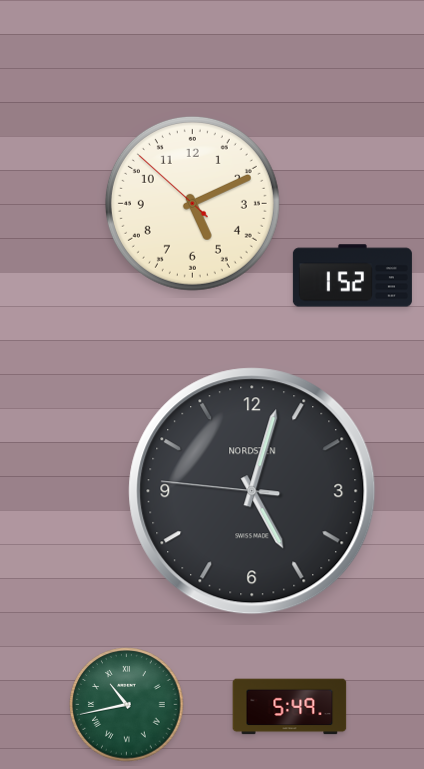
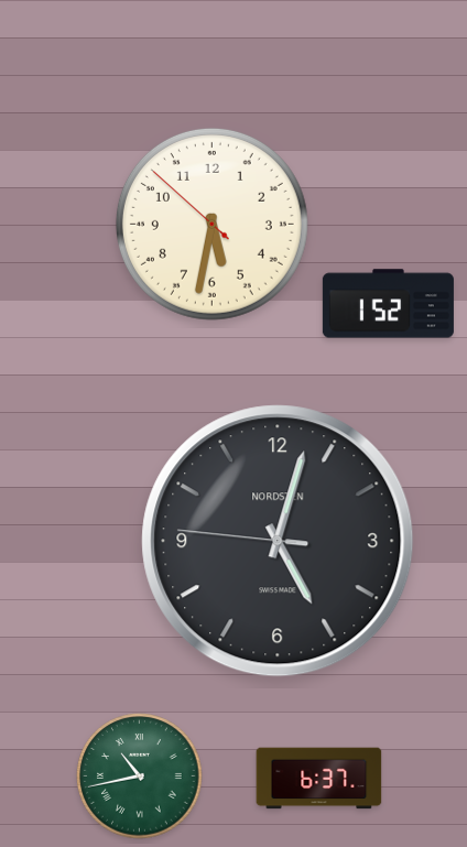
clock at (192, 203): 5:10 -> 5:31
clock at (290, 707): 5:49 -> 6:37
